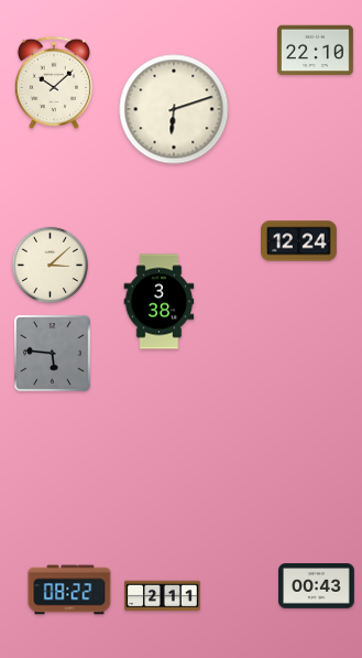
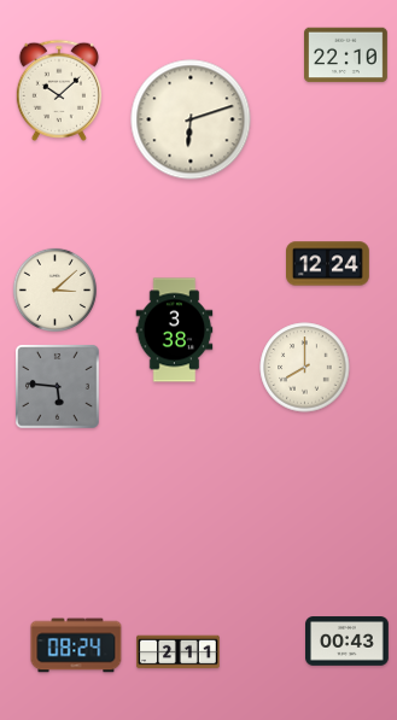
clock at (305, 368): none -> 8:00
clock at (69, 590): 08:22 -> 08:24
